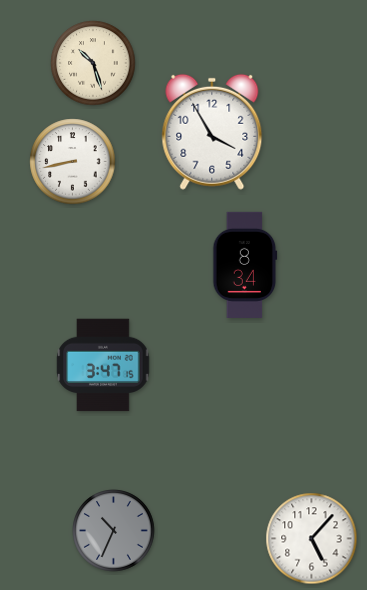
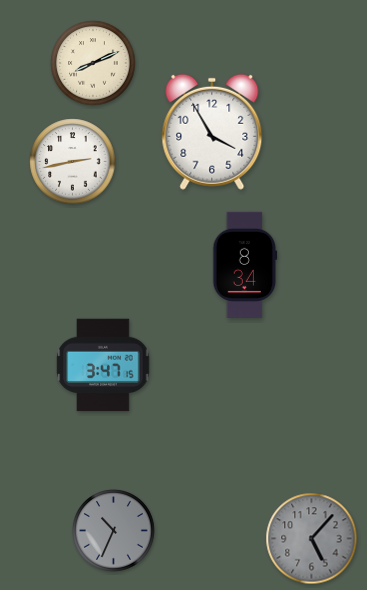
clock at (93, 63): 10:27 -> 8:11
clock at (73, 162): 8:43 -> 2:43
clock at (312, 539) dial: white -> grey
